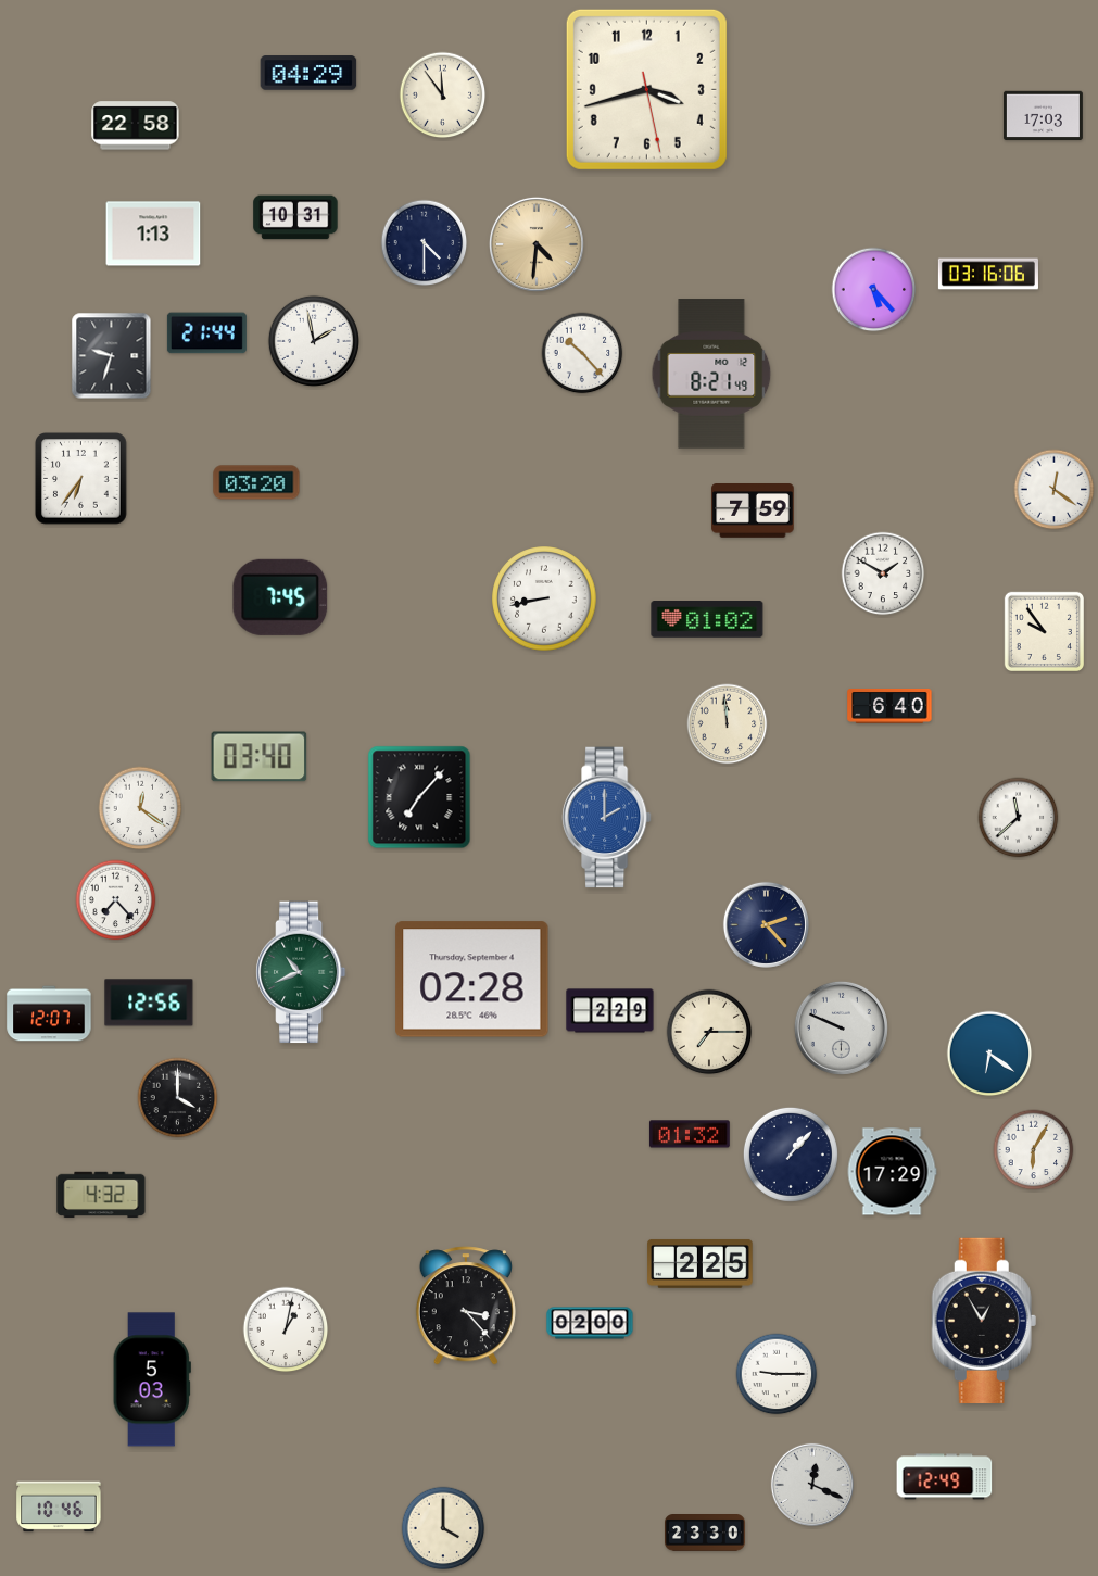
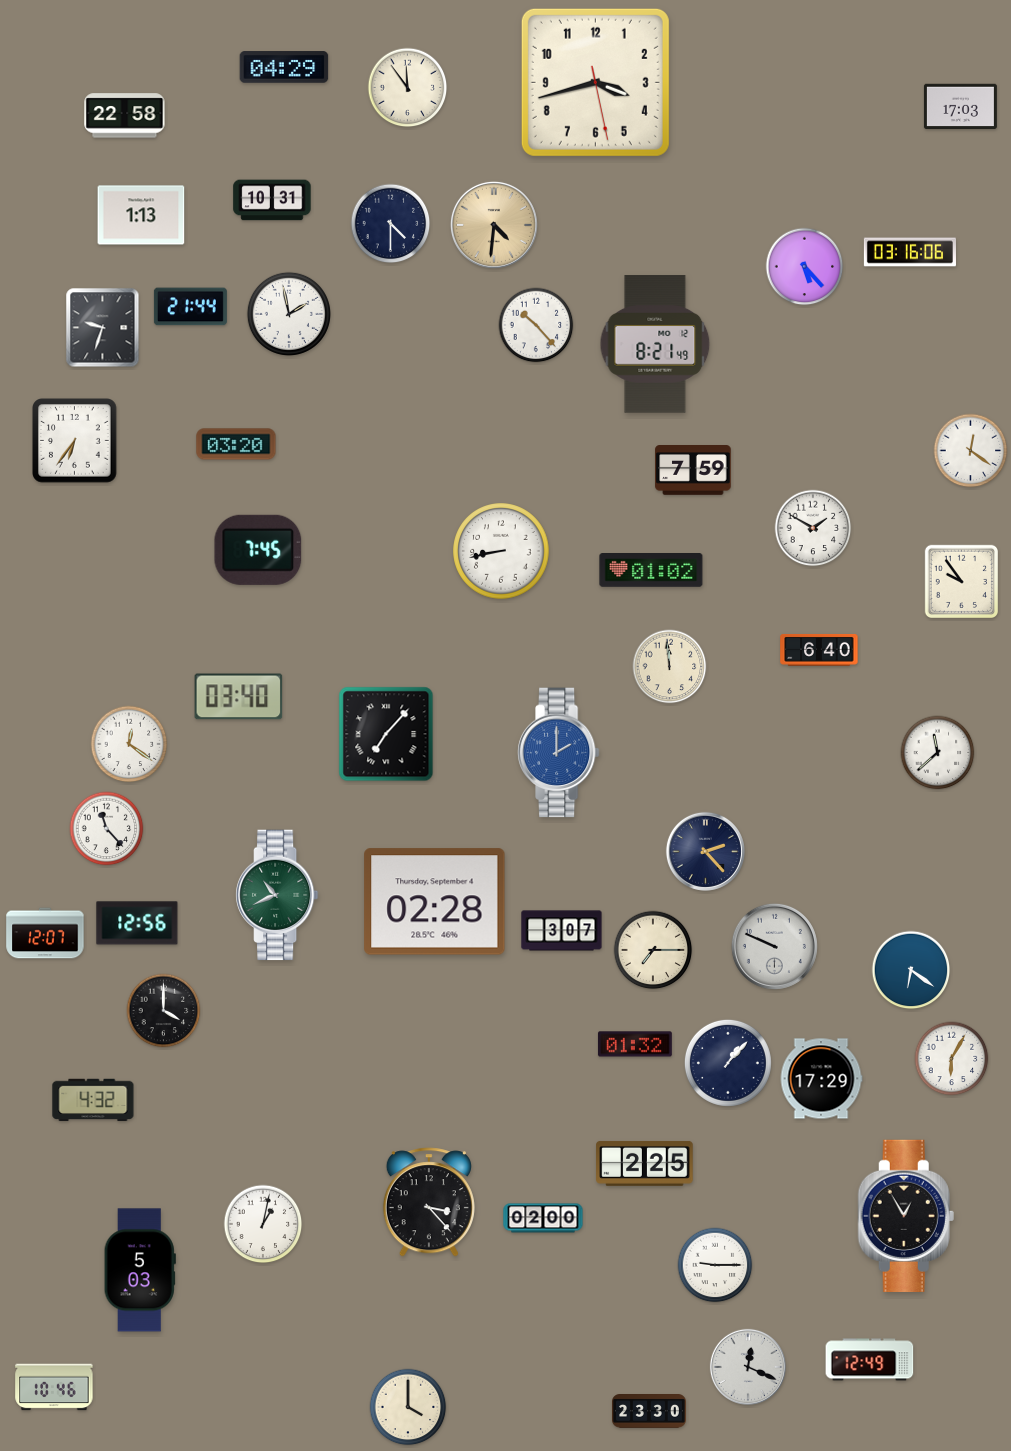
clock at (116, 900): 7:23 -> 11:23
clock at (610, 1011): 2:29 -> 3:07
